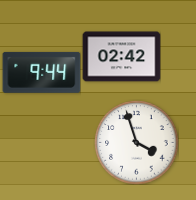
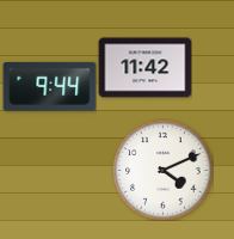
clock at (121, 57): 02:42 -> 11:42
clock at (136, 142): 3:57 -> 4:11
